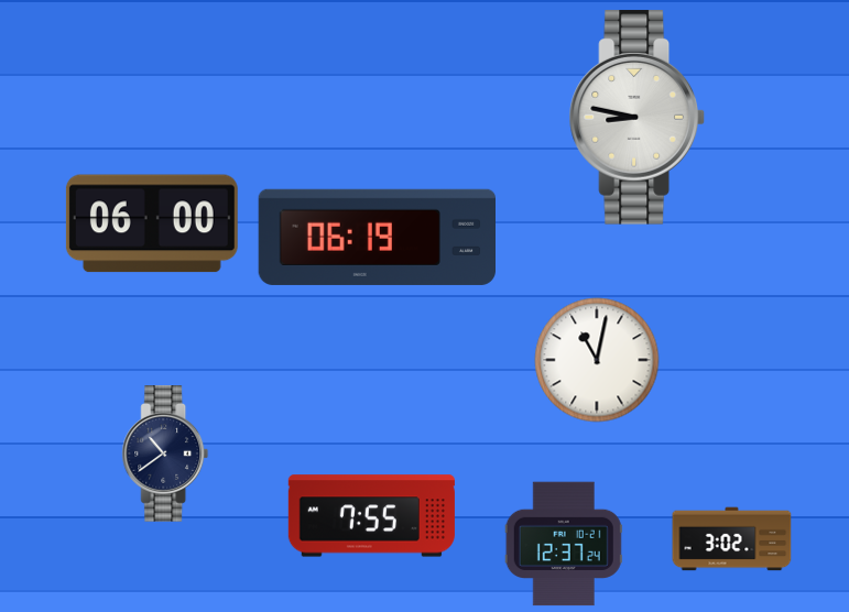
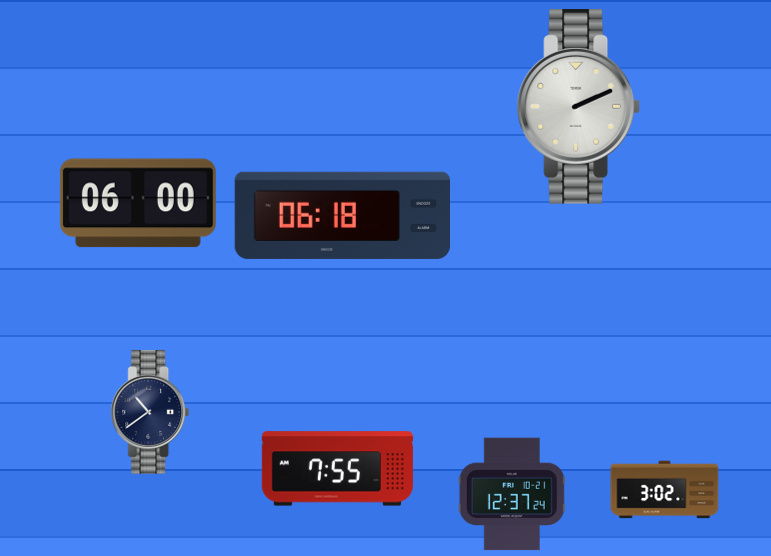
clock at (636, 118): 8:47 -> 2:11
clock at (377, 237): 06:19 -> 06:18
clock at (597, 360): 11:02 -> none
